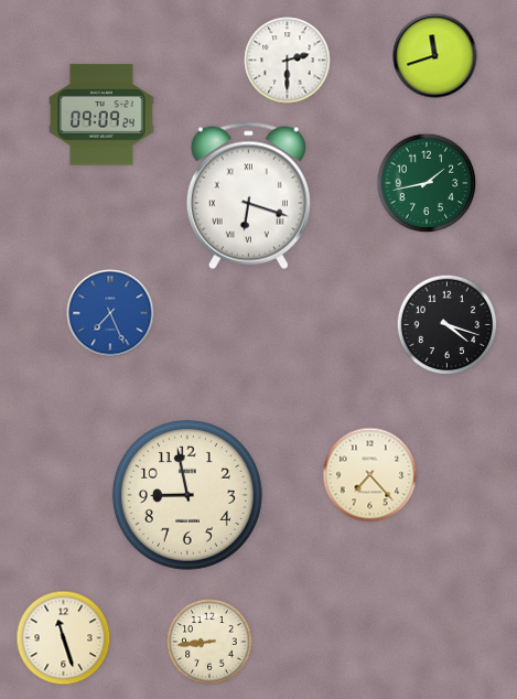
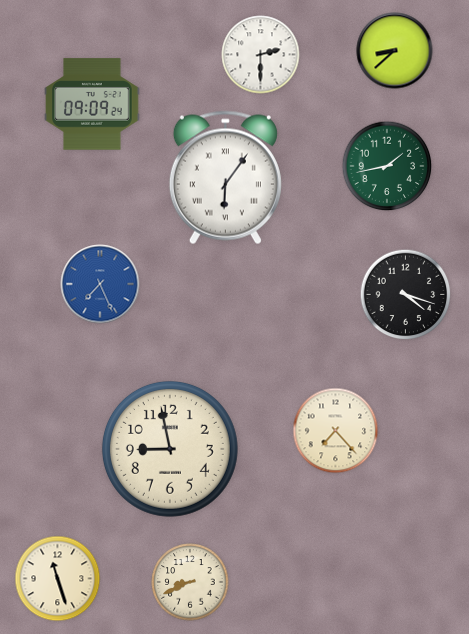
clock at (435, 56): 11:42 -> 8:38
clock at (248, 196): 6:18 -> 6:06
clock at (209, 642): 8:44 -> 8:41
